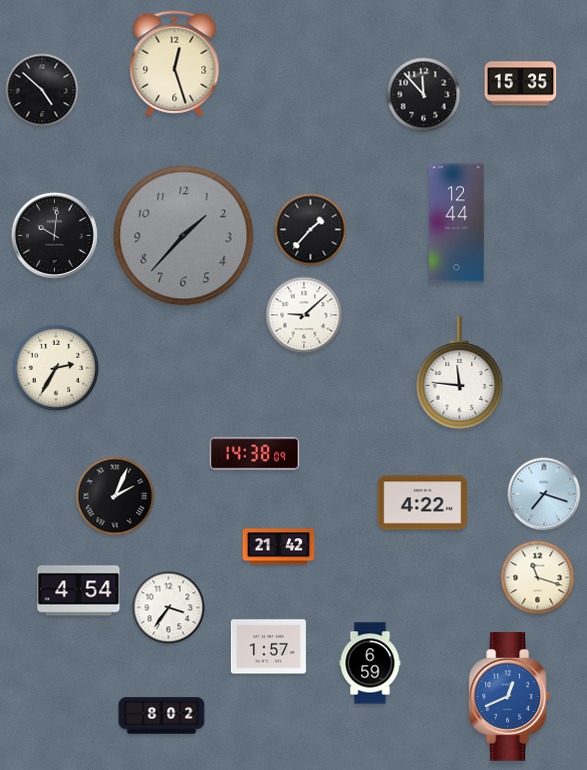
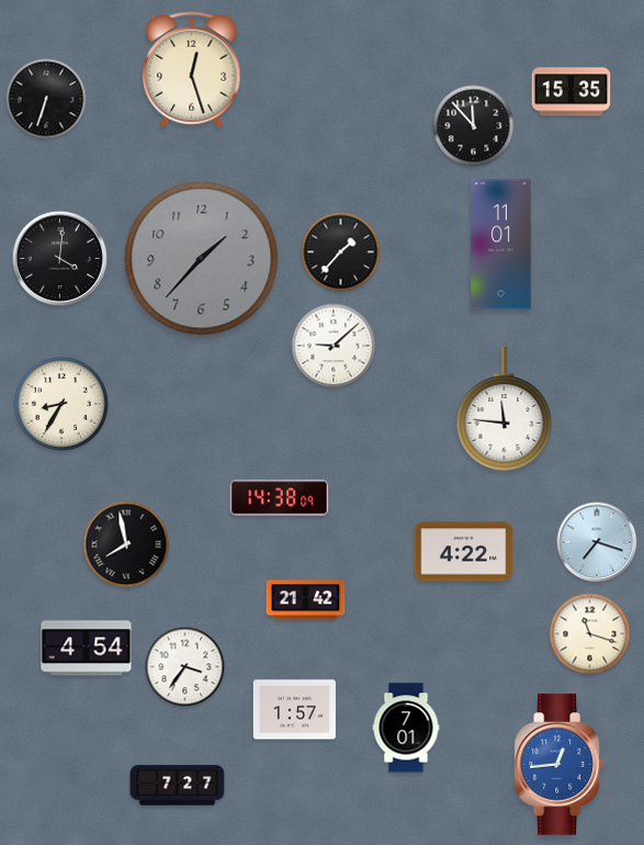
clock at (42, 90): 4:52 -> 6:33
clock at (424, 95) position: (424, 95) -> (474, 126)
clock at (457, 223): 12:44 -> 11:01
clock at (54, 235): 10:01 -> 4:01
clock at (55, 367): 2:35 -> 8:35
clock at (115, 496): 2:04 -> 7:58
clock at (370, 663): 6:59 -> 7:01
clock at (509, 697): 12:41 -> 12:44
clock at (162, 716): 8:02 -> 7:27
